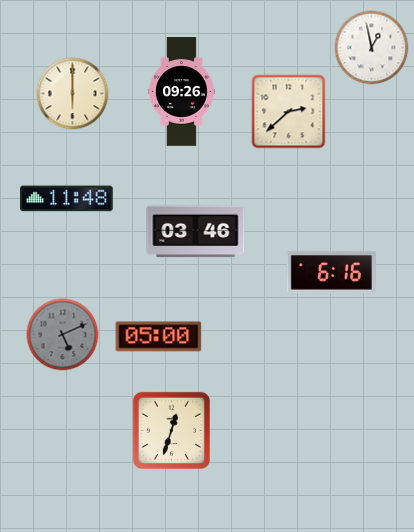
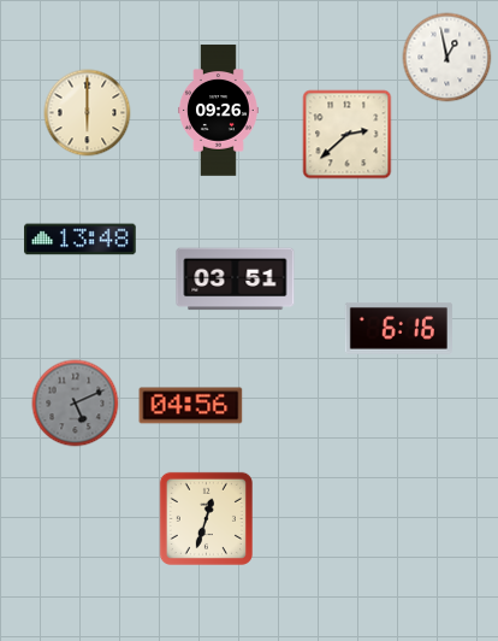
clock at (67, 199): 11:48 -> 13:48
clock at (196, 232): 03:46 -> 03:51
clock at (159, 337): 05:00 -> 04:56
